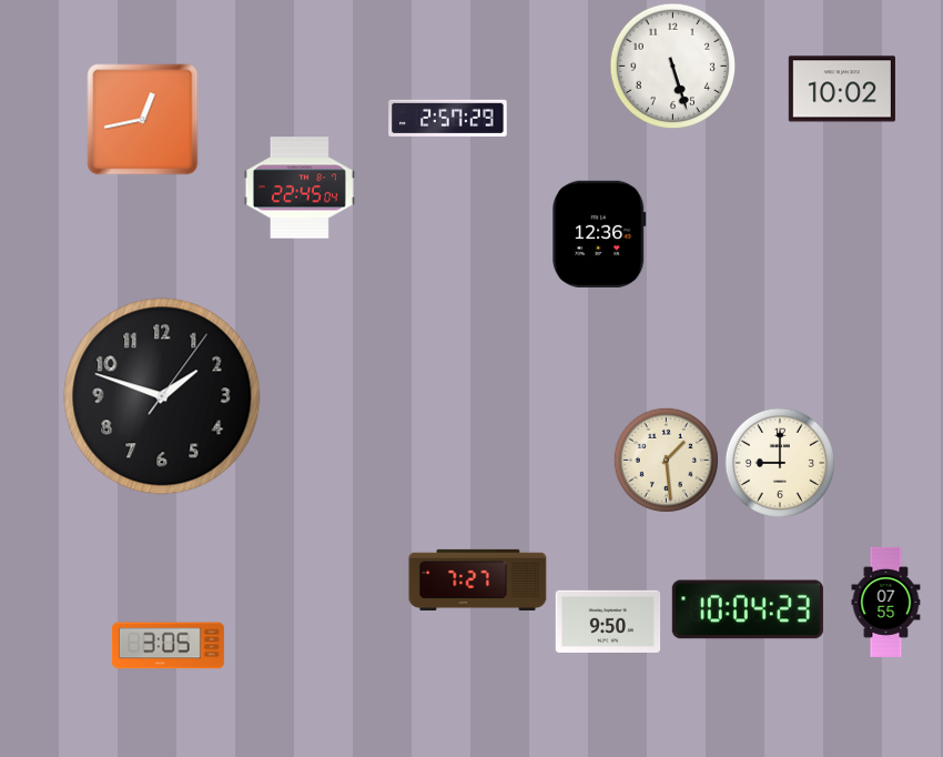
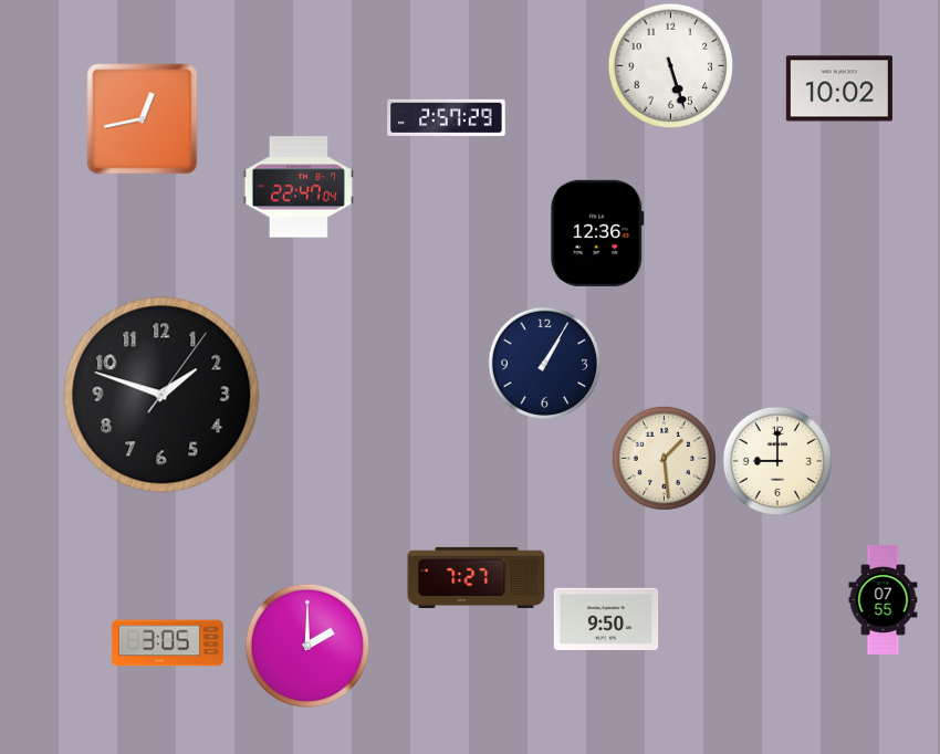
clock at (300, 188): 22:45 -> 22:47
clock at (544, 363): none -> 1:05
clock at (748, 609): 10:04 -> none
clock at (307, 646): none -> 2:00
